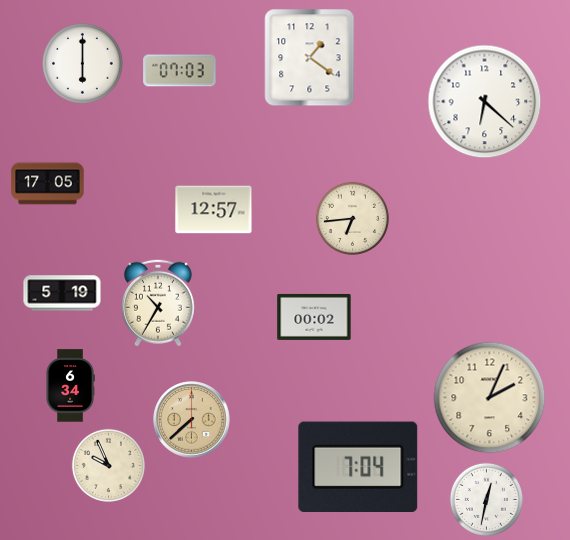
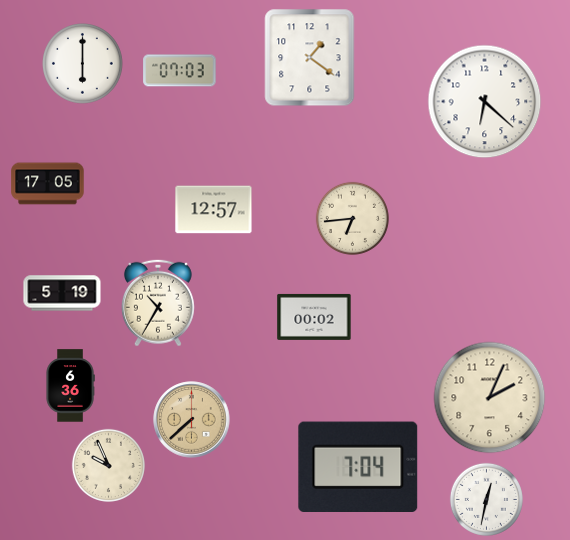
clock at (70, 386): 6:34 -> 6:36
